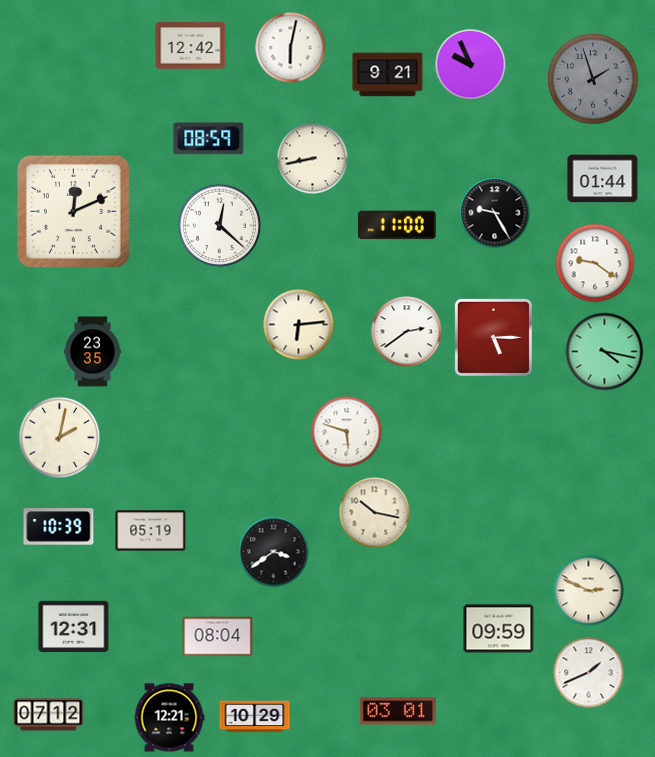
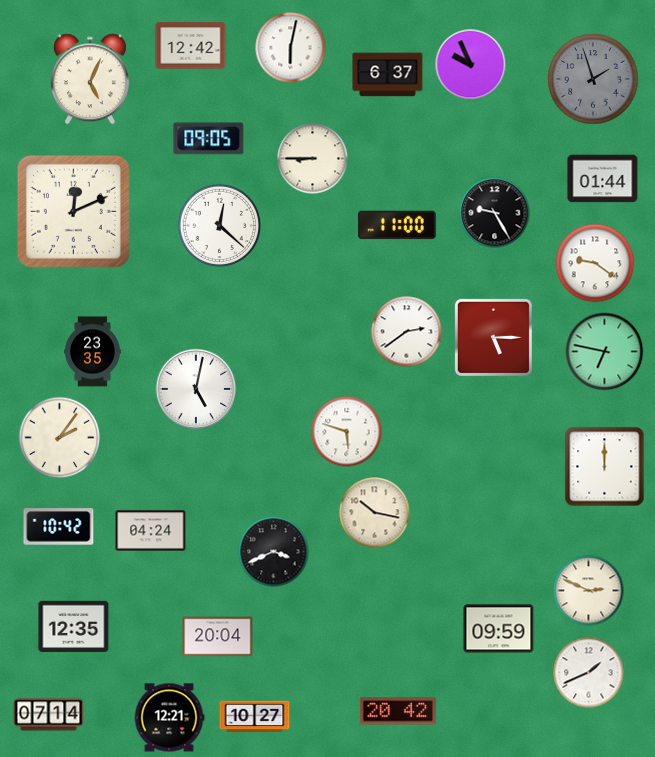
clock at (388, 75): 9:21 -> 6:37
clock at (90, 79): none -> 5:04
clock at (209, 139): 08:59 -> 09:05
clock at (313, 159): 8:43 -> 8:45
clock at (299, 325): 6:14 -> none
clock at (605, 352): 4:17 -> 6:47
clock at (196, 389): none -> 5:02
clock at (60, 438): 2:02 -> 2:06
clock at (605, 467): none -> 12:00
clock at (59, 527): 10:39 -> 10:42
clock at (151, 531): 05:19 -> 04:24
clock at (274, 552): 3:39 -> 3:41
clock at (74, 626): 12:31 -> 12:35
clock at (218, 637): 08:04 -> 20:04
clock at (398, 711): 03:01 -> 20:42
clock at (49, 715): 07:12 -> 07:14
clock at (255, 717): 10:29 -> 10:27
